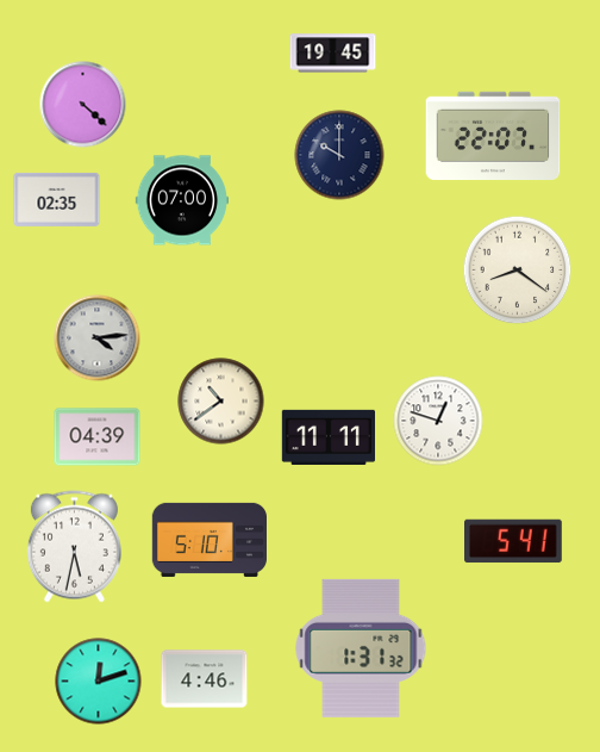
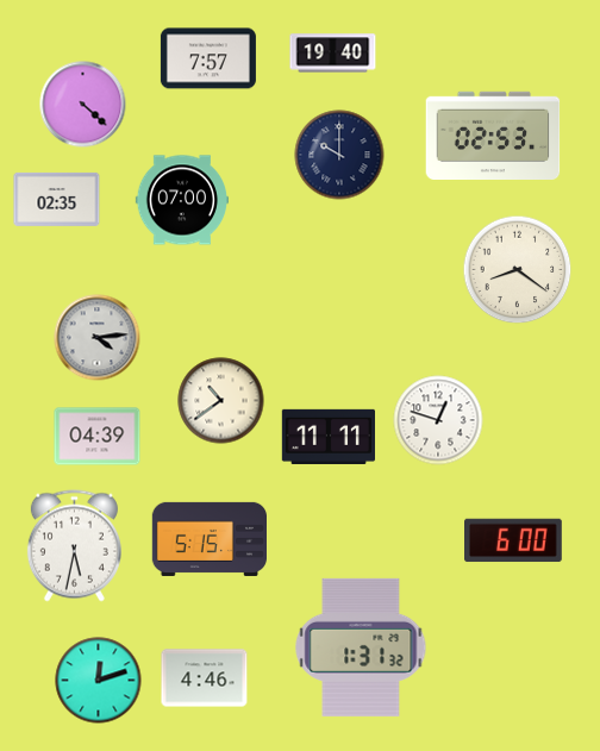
clock at (333, 54): 19:45 -> 19:40
clock at (208, 58): none -> 7:57
clock at (493, 135): 22:07 -> 02:53
clock at (208, 540): 5:10 -> 5:15
clock at (514, 541): 5:41 -> 6:00
